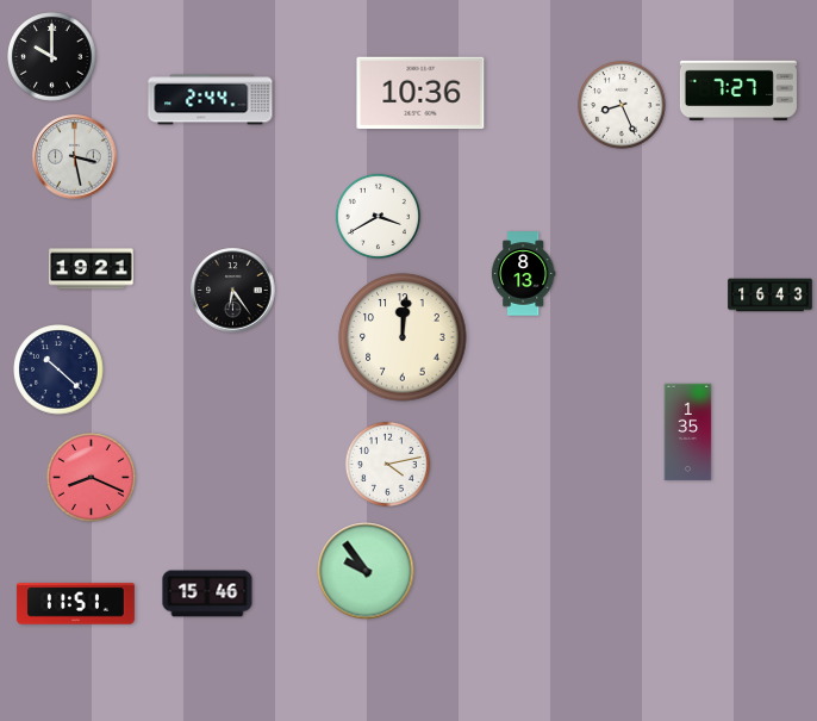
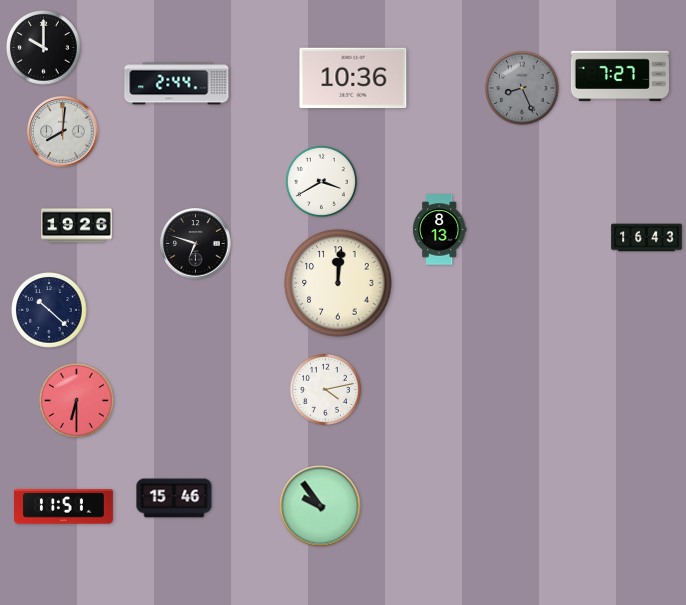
clock at (623, 106) dial: white -> grey
clock at (75, 157): 3:28 -> 8:01
clock at (378, 216) position: (378, 216) -> (321, 181)
clock at (92, 269): 19:21 -> 19:26
clock at (233, 291): 6:24 -> 6:48
clock at (771, 296) position: (771, 296) -> (647, 238)
clock at (688, 433): 1:35 -> none
clock at (92, 478): 8:19 -> 6:30
clock at (366, 571) position: (366, 571) -> (320, 506)
